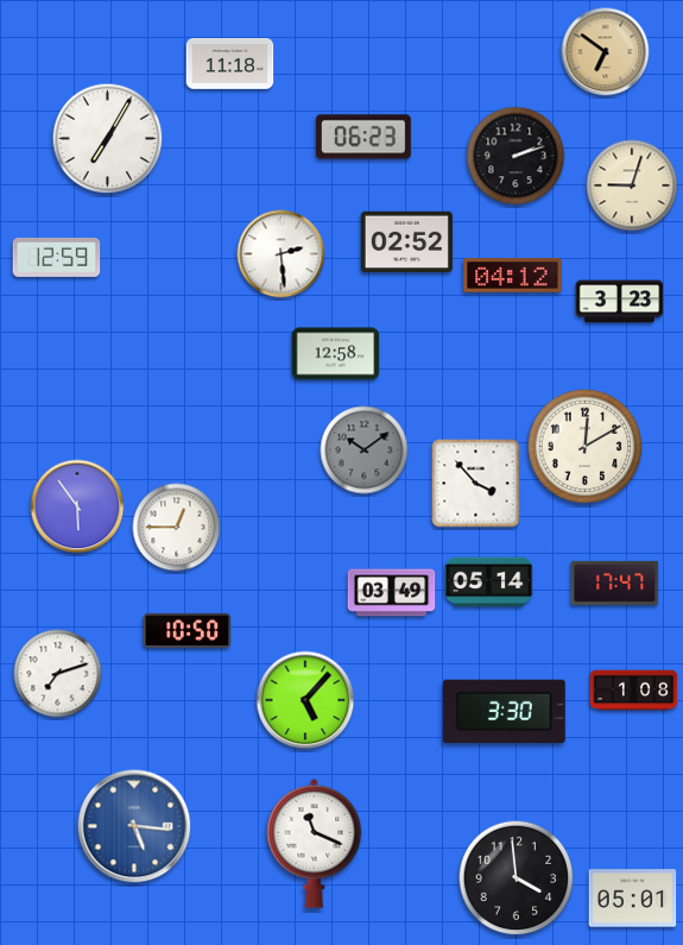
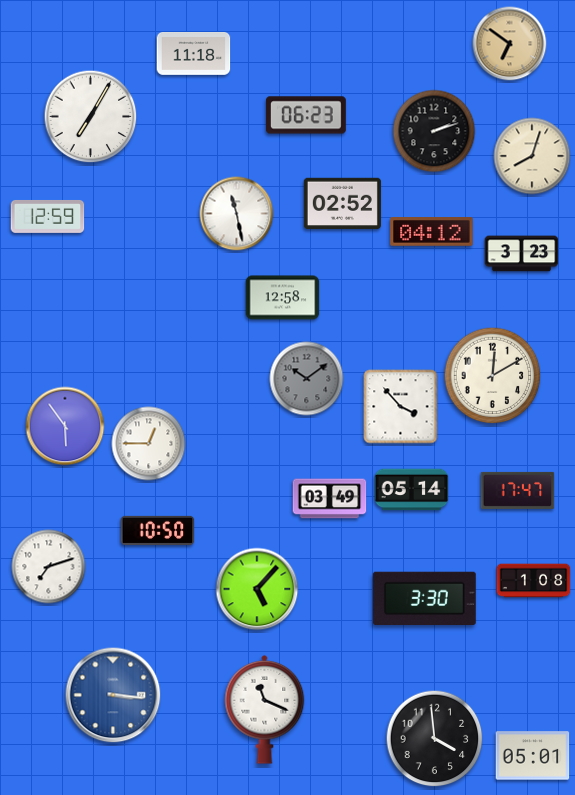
clock at (632, 185): 9:03 -> 8:03
clock at (282, 254): 2:29 -> 11:28
clock at (134, 826): 5:16 -> 3:16
